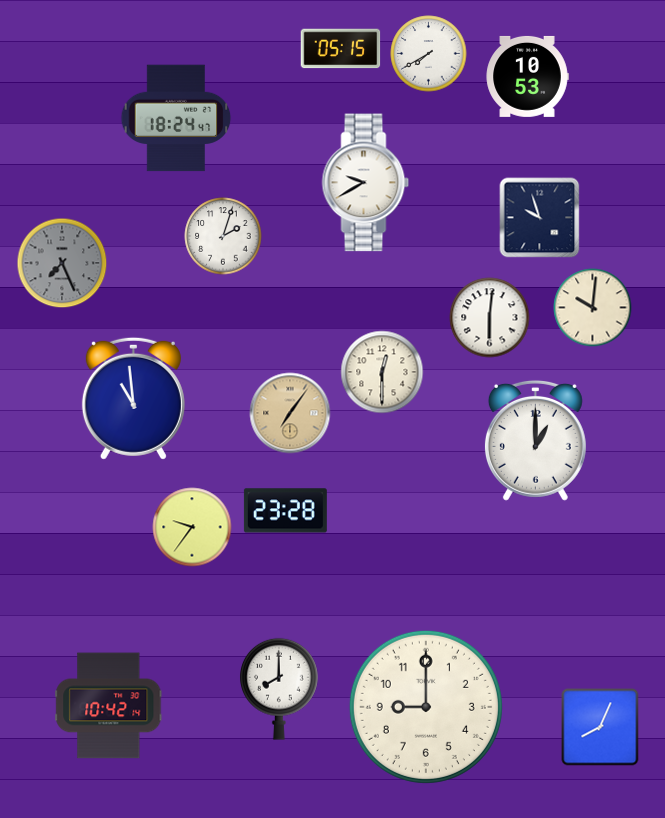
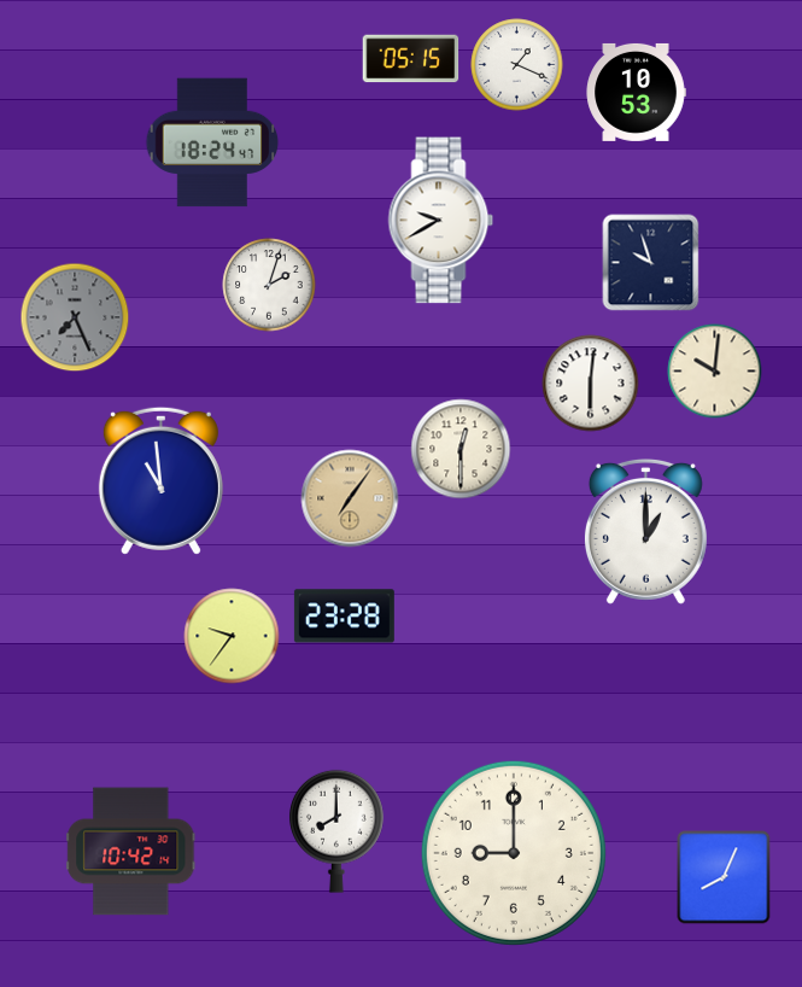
clock at (429, 54): 7:40 -> 1:19
